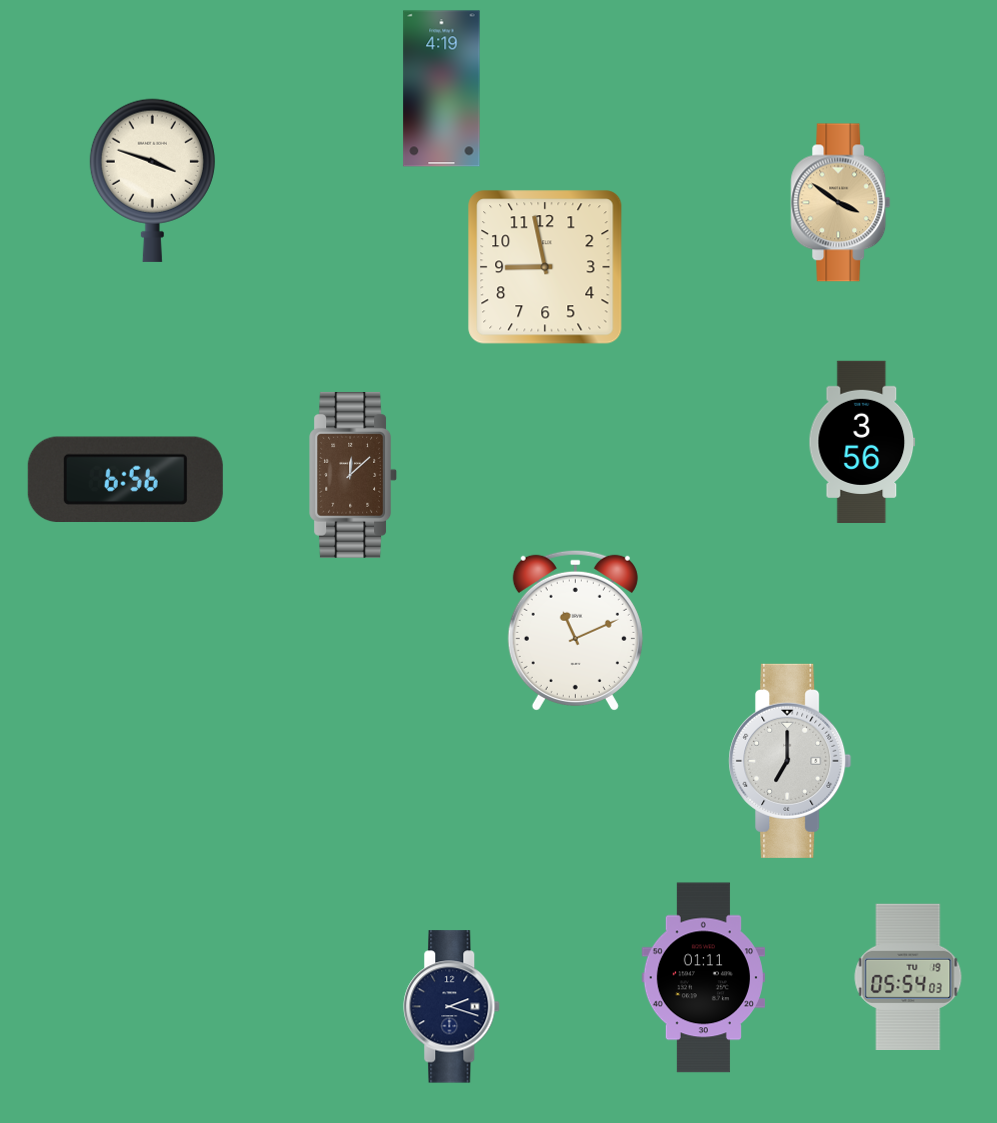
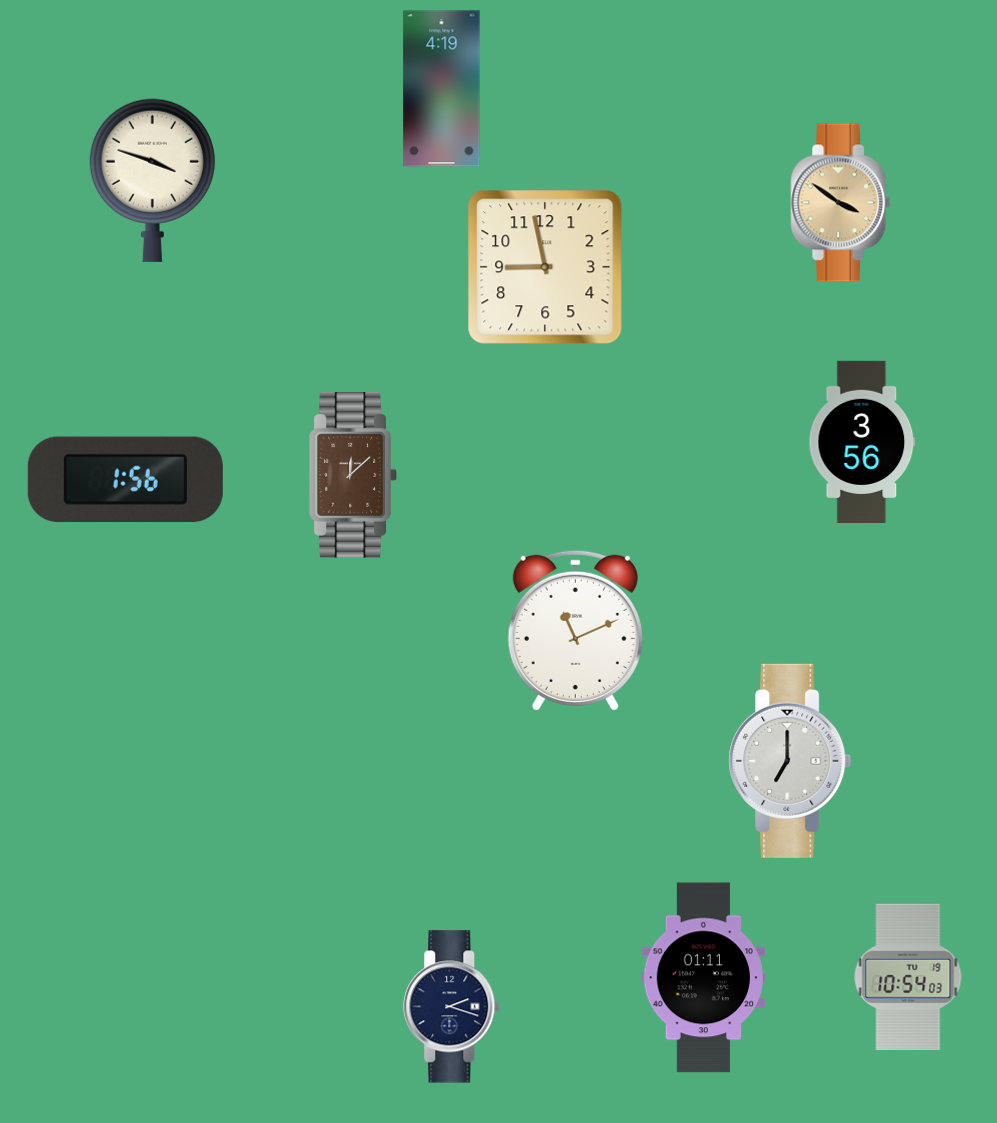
clock at (125, 479): 6:56 -> 1:56
clock at (908, 976): 05:54 -> 10:54
